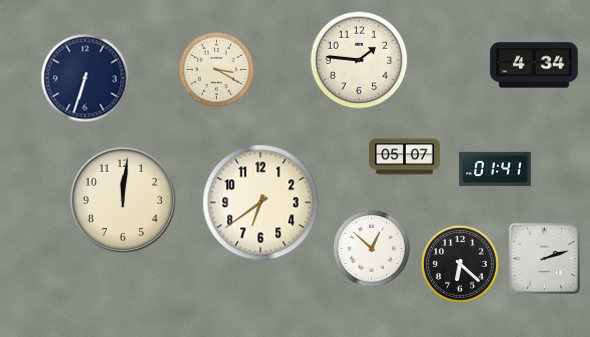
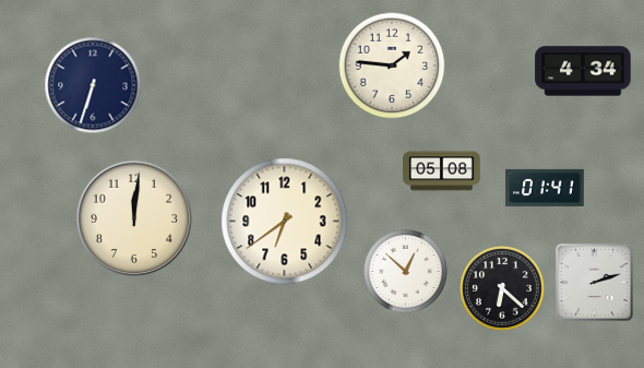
clock at (216, 69): 3:20 -> none
clock at (405, 157): 05:07 -> 05:08
clock at (495, 169) position: (495, 169) -> (545, 188)
